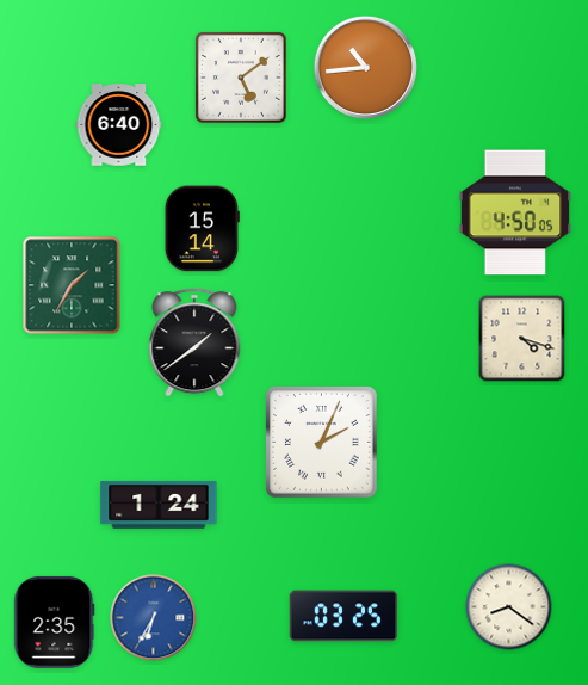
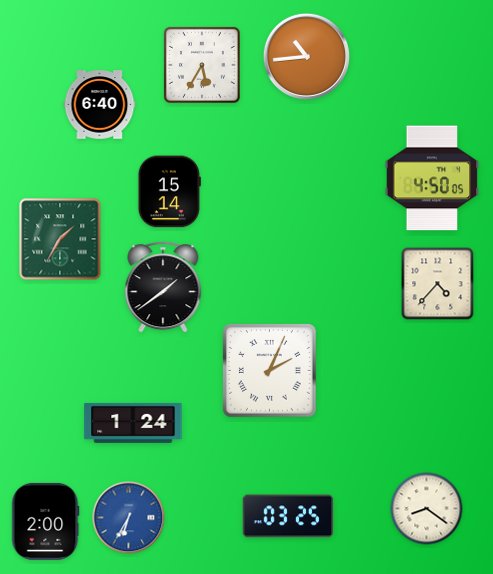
clock at (241, 78): 5:09 -> 5:35
clock at (522, 339): 4:18 -> 4:37
clock at (54, 622): 2:35 -> 2:00
